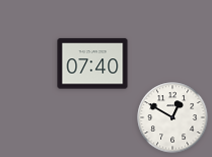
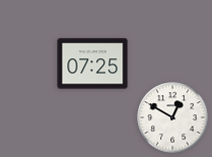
clock at (93, 64): 07:40 -> 07:25
